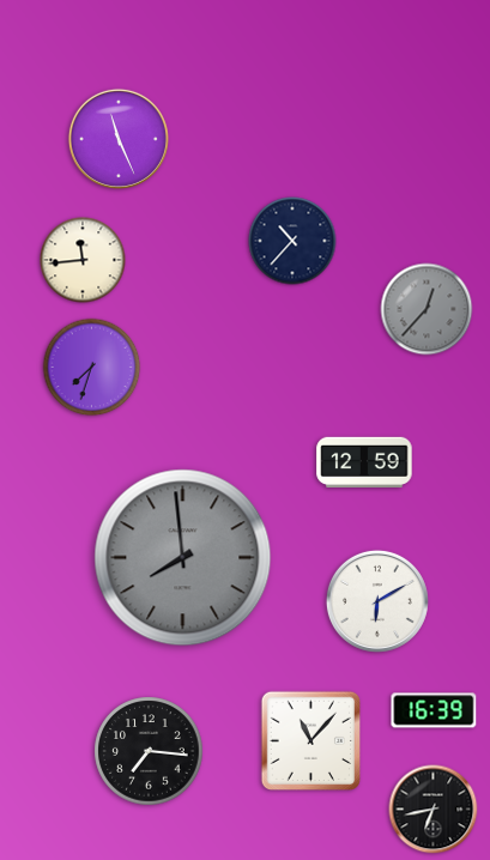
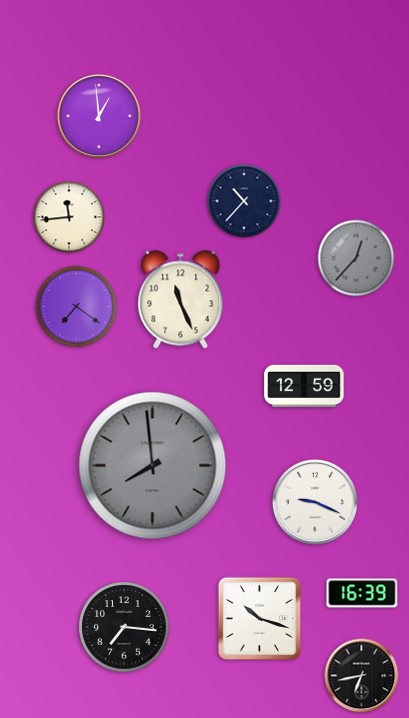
clock at (119, 139): 11:26 -> 12:59
clock at (181, 300): none -> 11:26
clock at (92, 368): 7:33 -> 7:21
clock at (377, 601): 6:10 -> 9:19
clock at (310, 740): 11:07 -> 10:18
